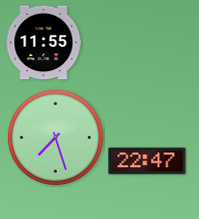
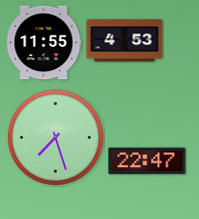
clock at (125, 41): none -> 4:53
